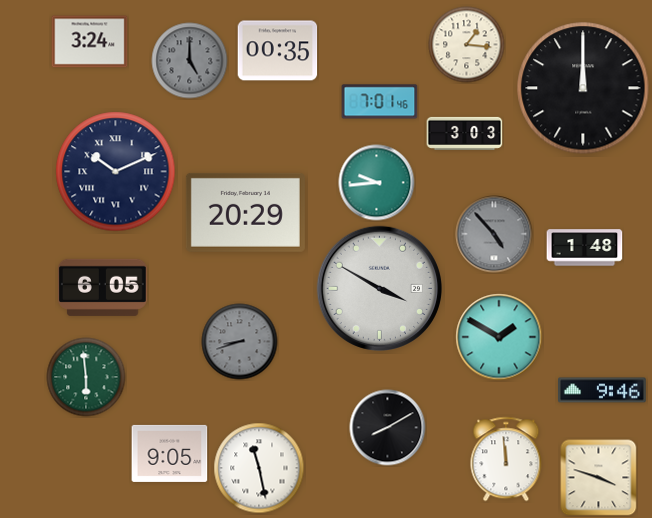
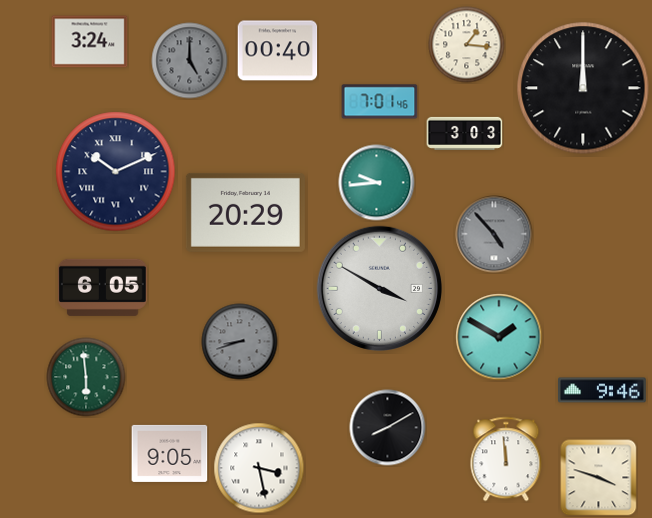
clock at (278, 51): 00:35 -> 00:40
clock at (585, 248): 1:48 -> none
clock at (259, 468): 11:28 -> 3:28
